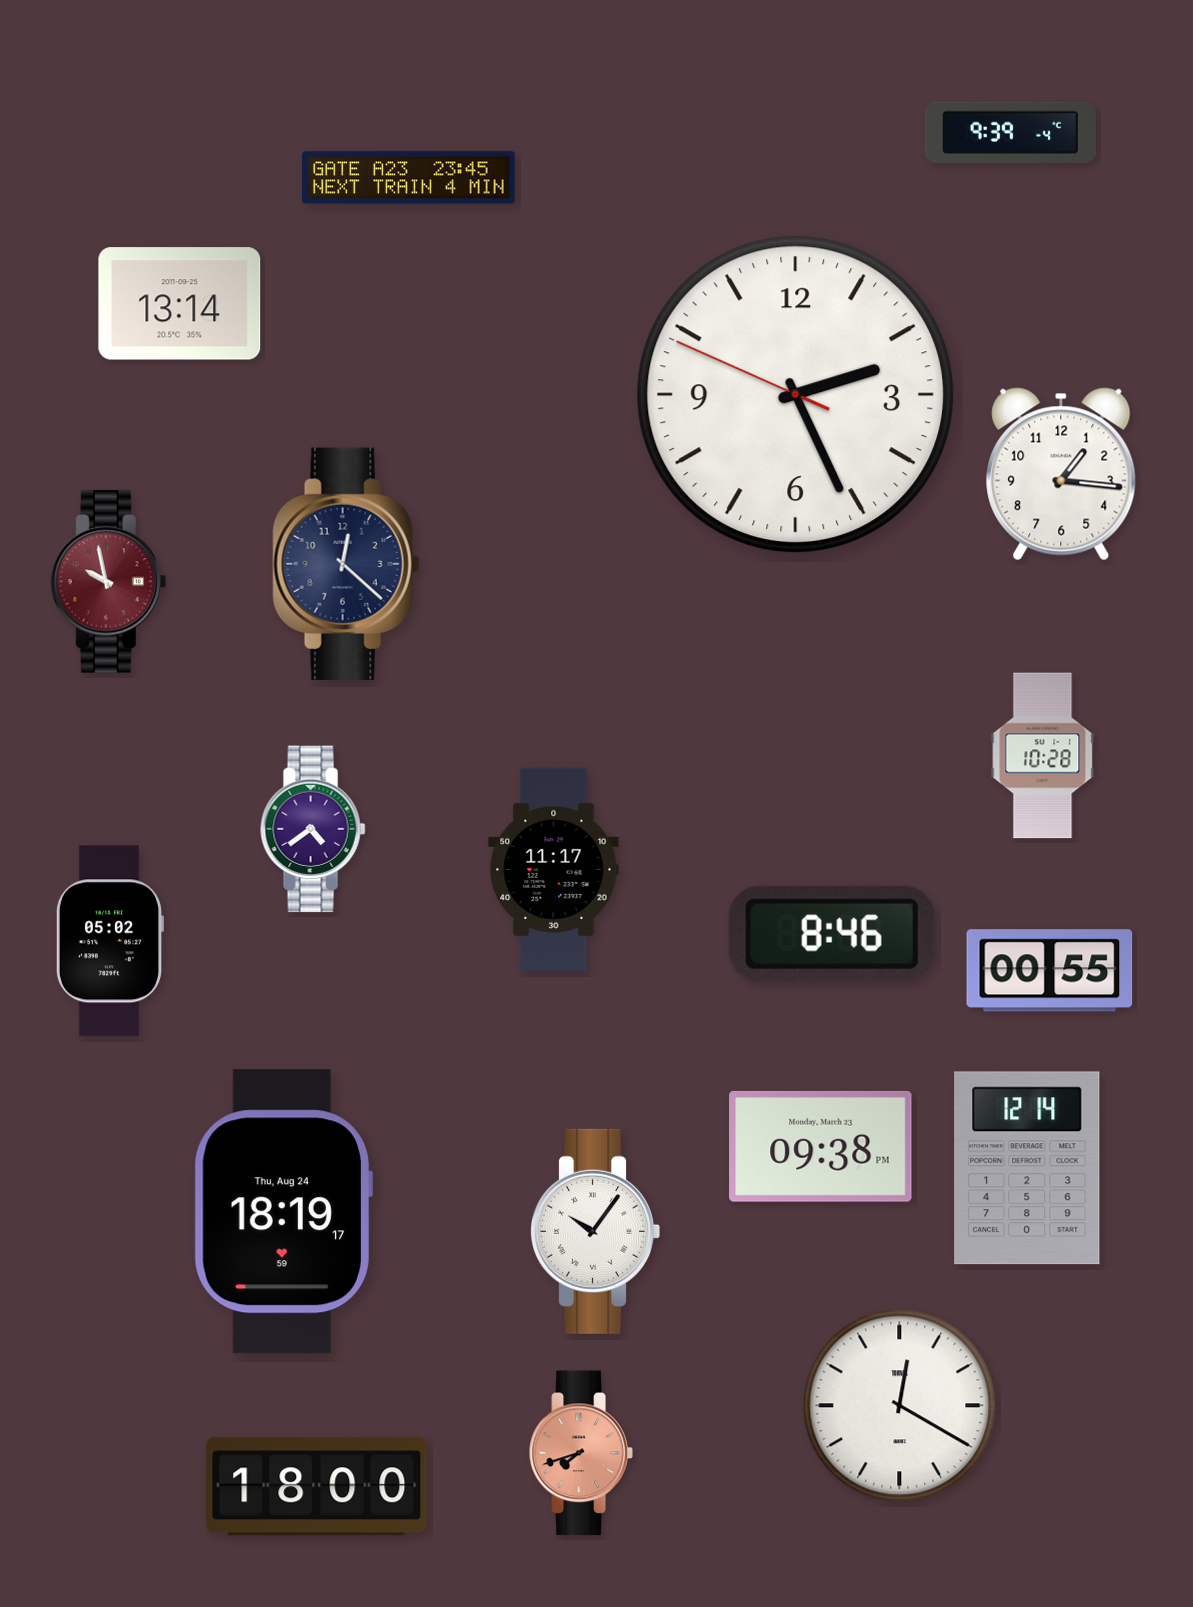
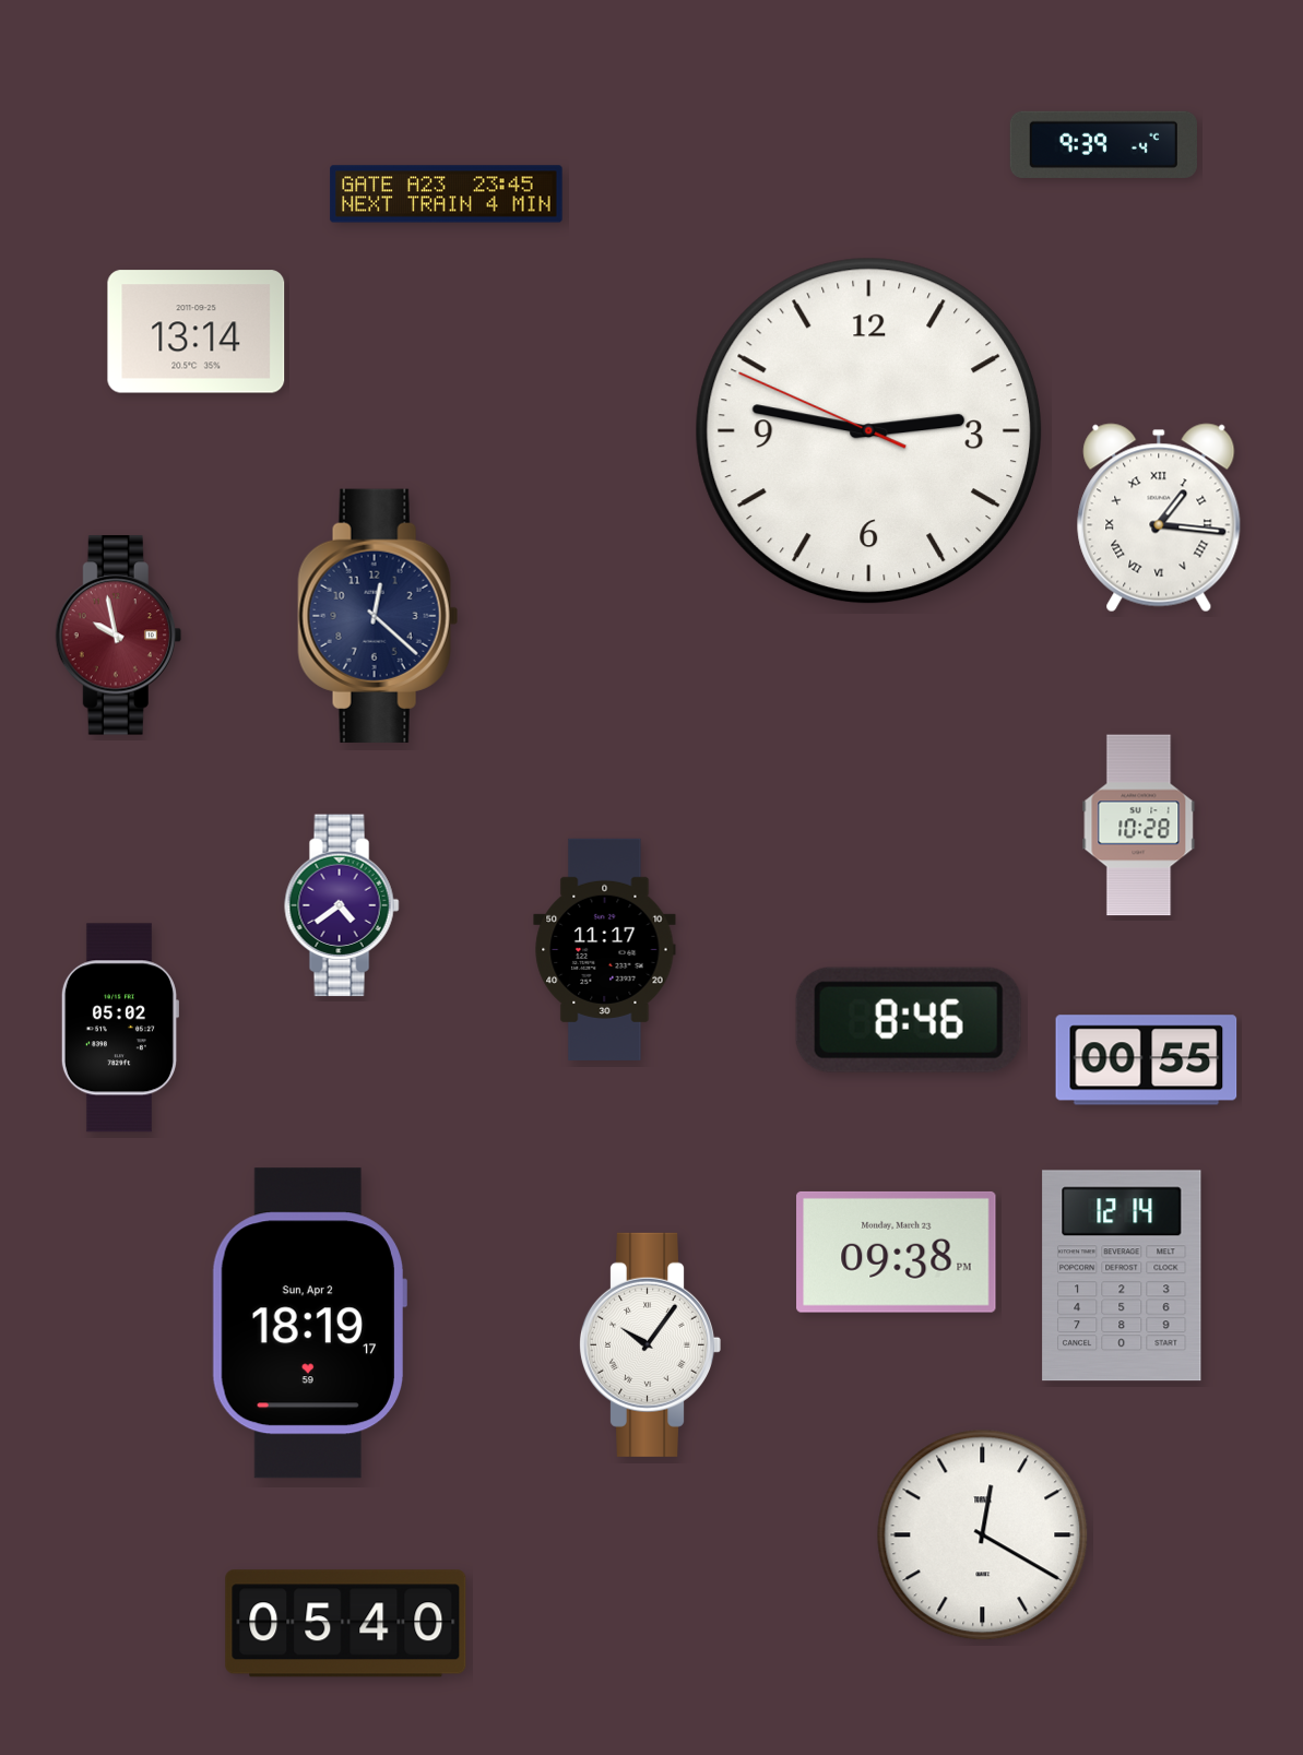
clock at (796, 395): 2:25 -> 2:46
clock at (1061, 474) numerals: Arabic -> Roman
clock at (282, 1212) date: Thu, Aug 24 -> Sun, Apr 2
clock at (581, 1453): 7:42 -> none
clock at (317, 1487): 18:00 -> 05:40
